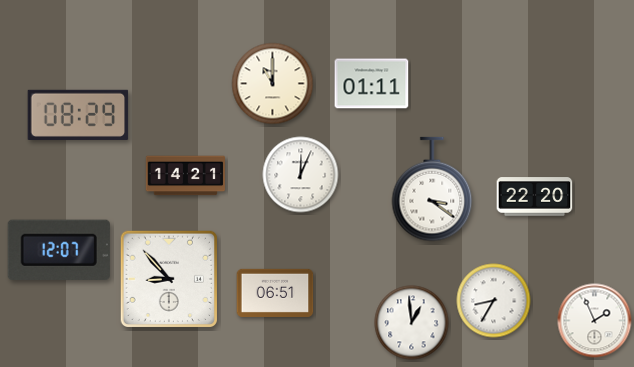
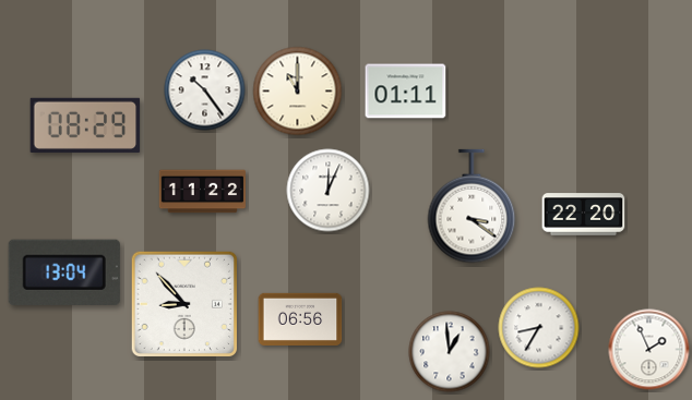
clock at (205, 90): none -> 10:24
clock at (185, 176): 14:21 -> 11:22
clock at (59, 250): 12:07 -> 13:04
clock at (275, 293): 06:51 -> 06:56
